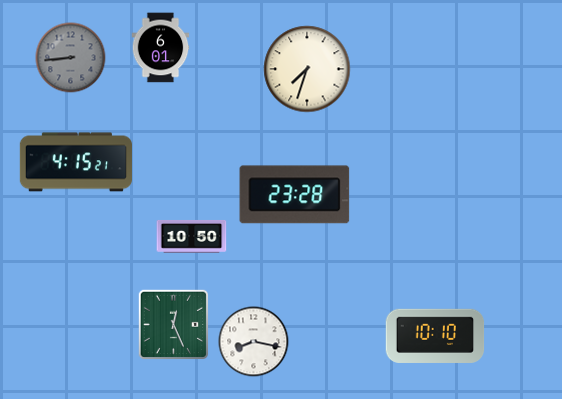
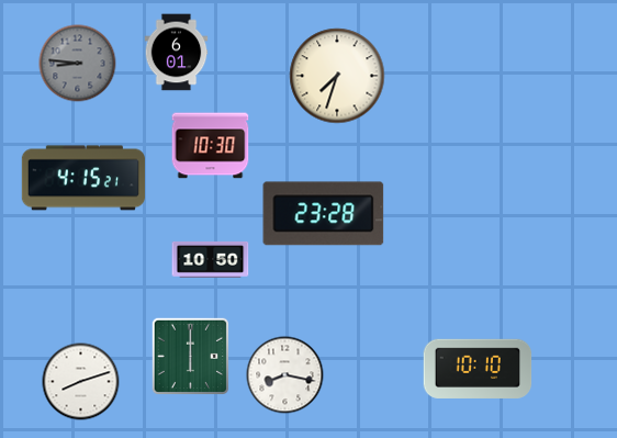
clock at (71, 58): 8:44 -> 8:46
clock at (211, 146): none -> 10:30
clock at (173, 324): 12:26 -> 6:00
clock at (254, 342) position: (254, 342) -> (285, 375)
clock at (81, 382): none -> 8:12
